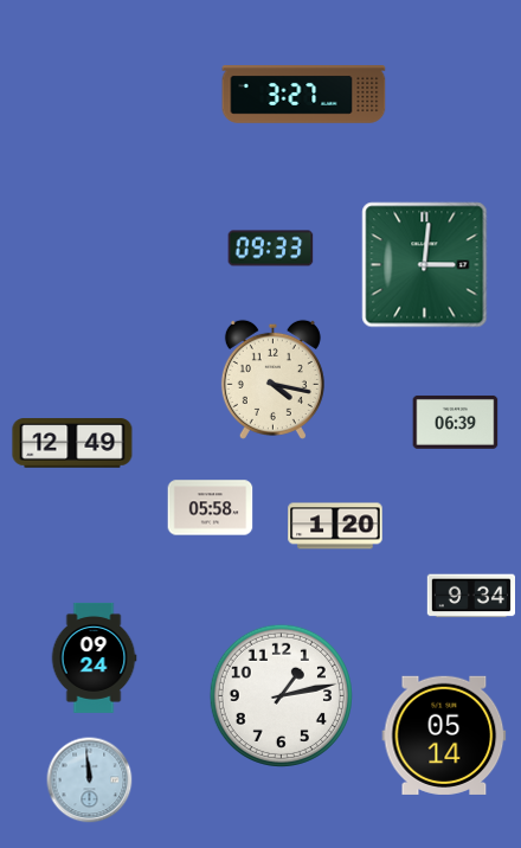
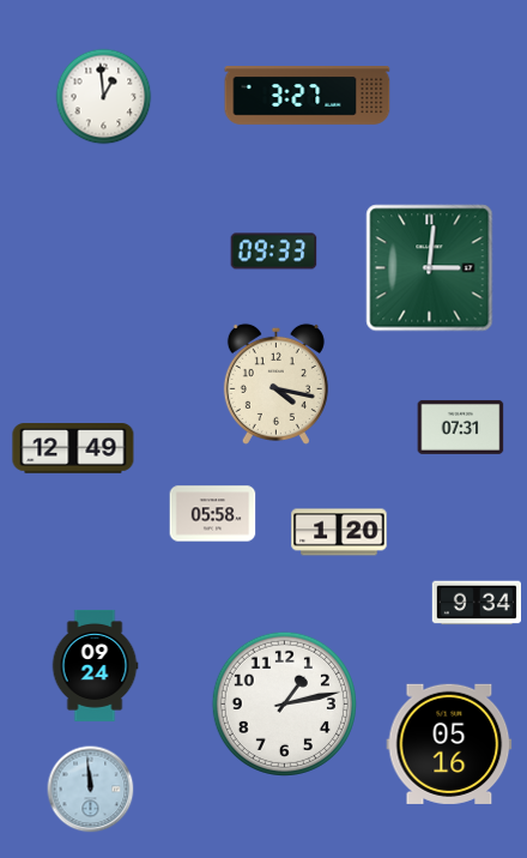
clock at (104, 97): none -> 12:59
clock at (456, 422): 06:39 -> 07:31
clock at (444, 735): 05:14 -> 05:16
